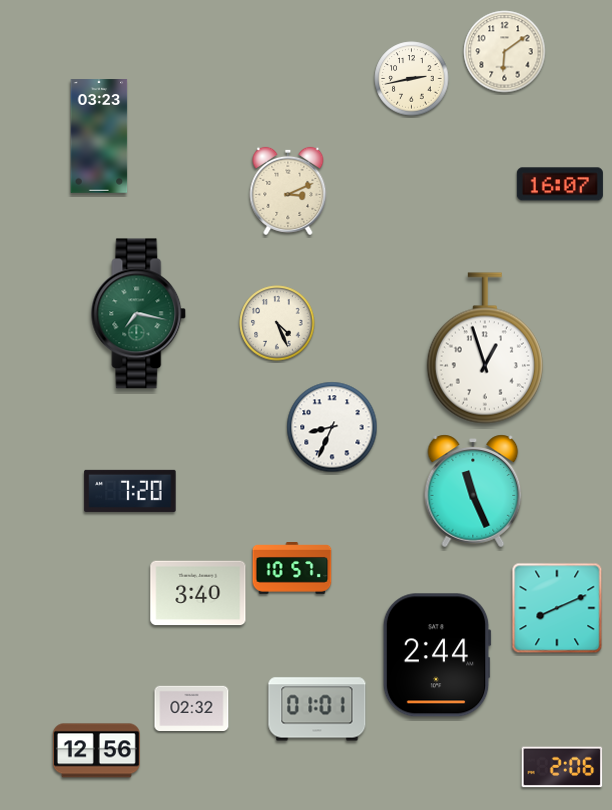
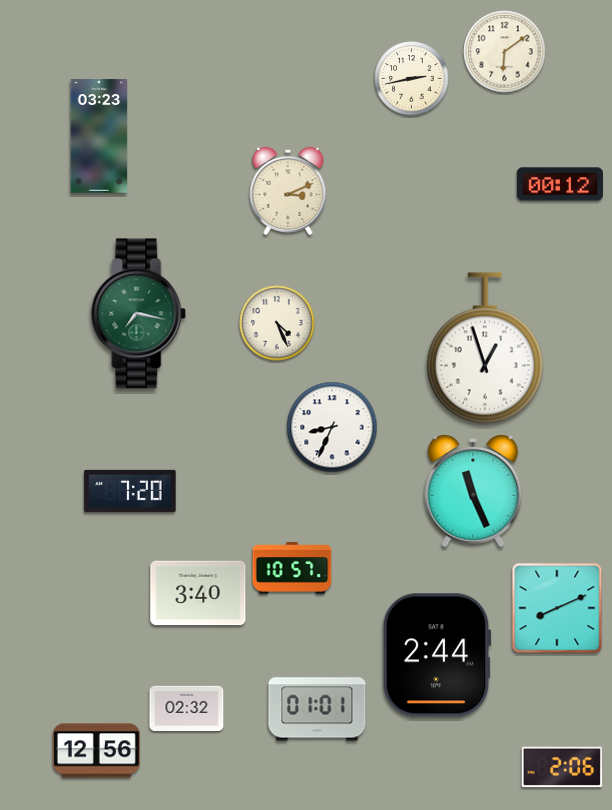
clock at (560, 184): 16:07 -> 00:12
clock at (192, 709) position: (192, 709) -> (187, 709)
